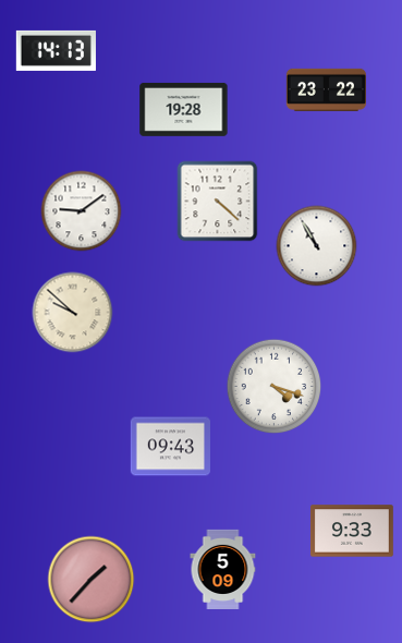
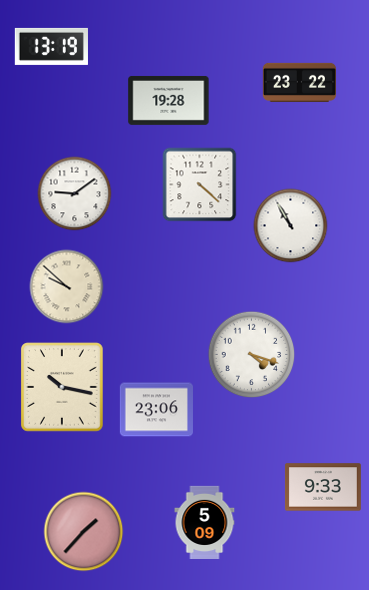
clock at (56, 50): 14:13 -> 13:19
clock at (63, 387): none -> 10:17
clock at (170, 447): 09:43 -> 23:06
